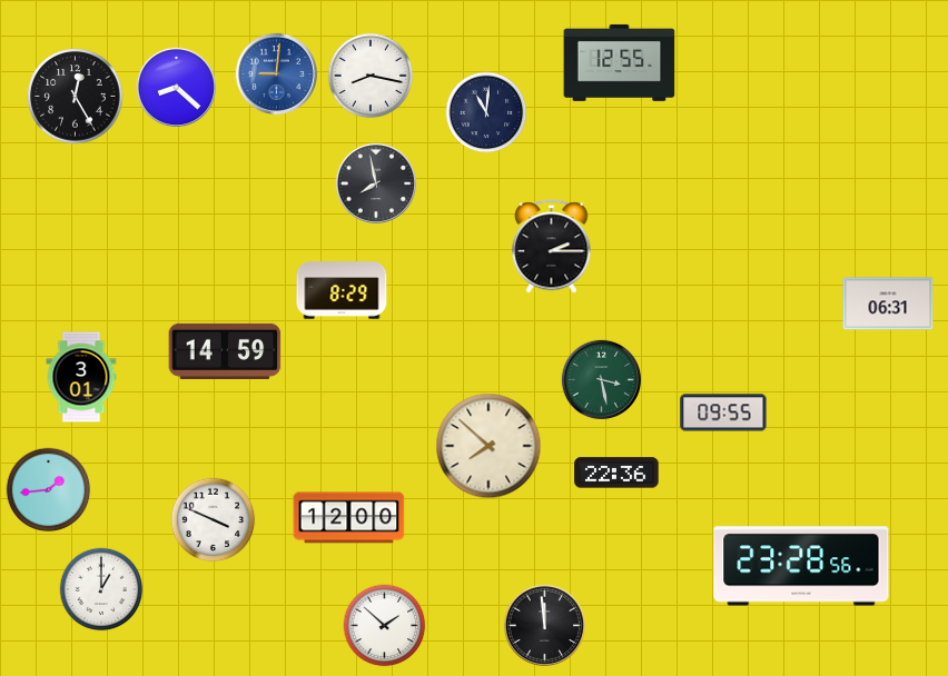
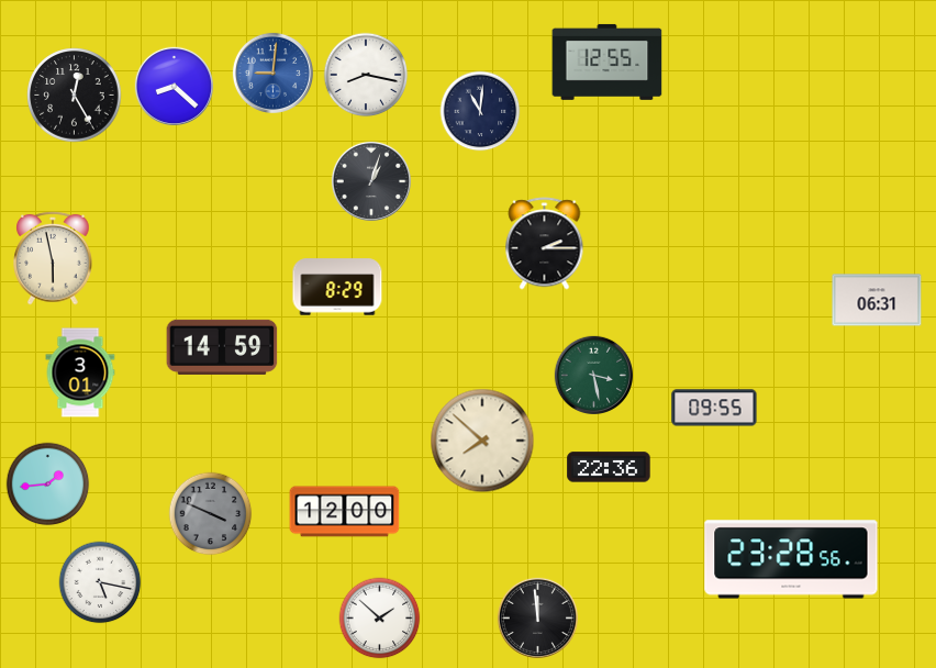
clock at (620, 62) position: (620, 62) -> (608, 62)
clock at (376, 183): 7:58 -> 1:03
clock at (53, 258): none -> 5:58
clock at (214, 520) dial: white -> grey
clock at (101, 589): 1:00 -> 5:17
